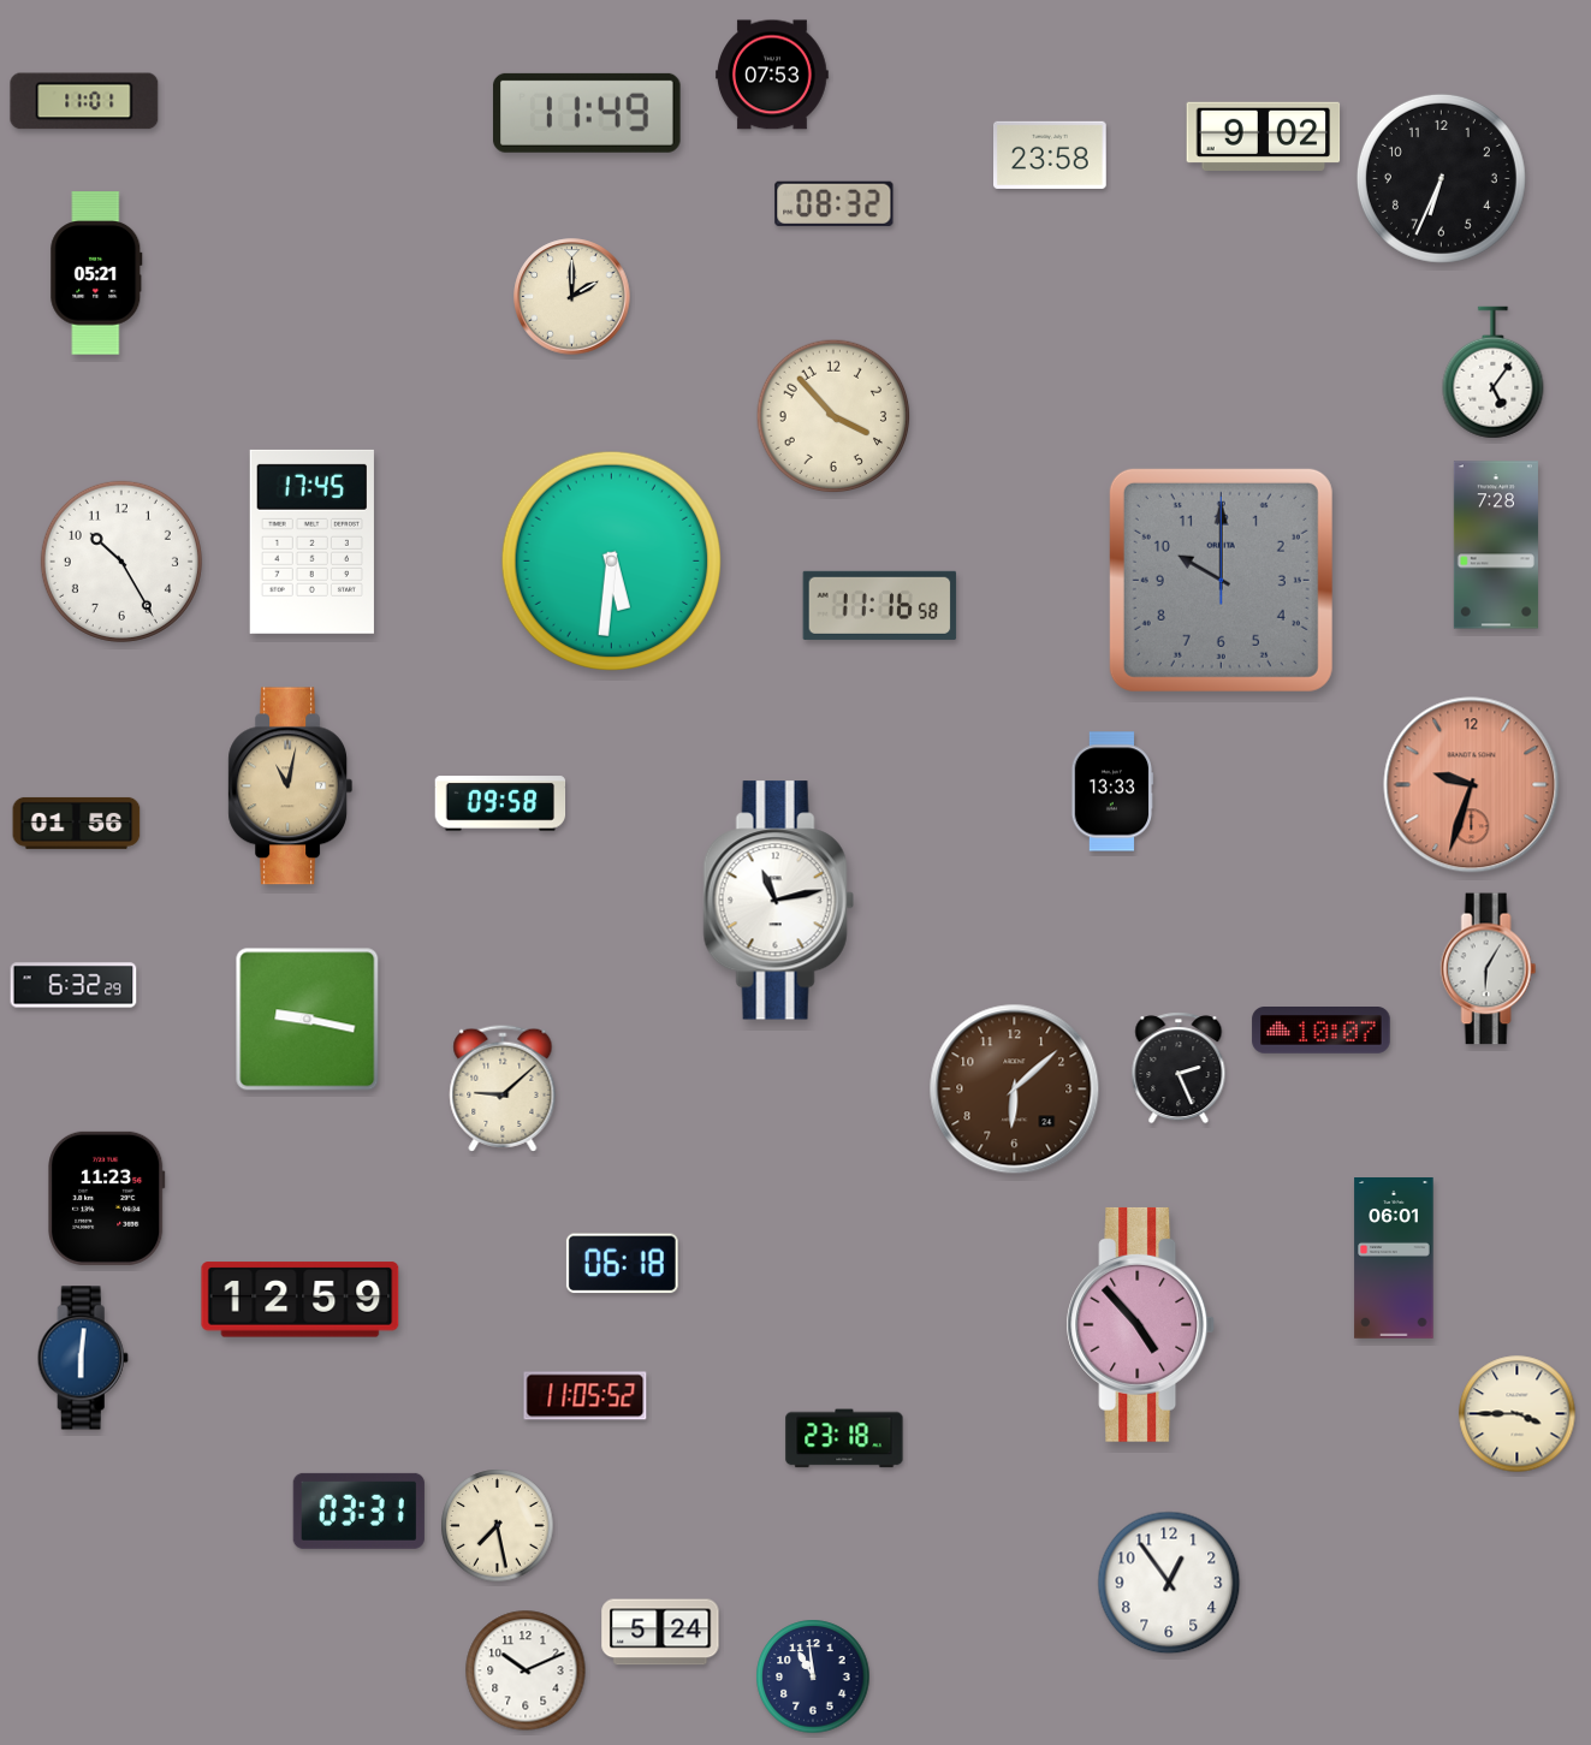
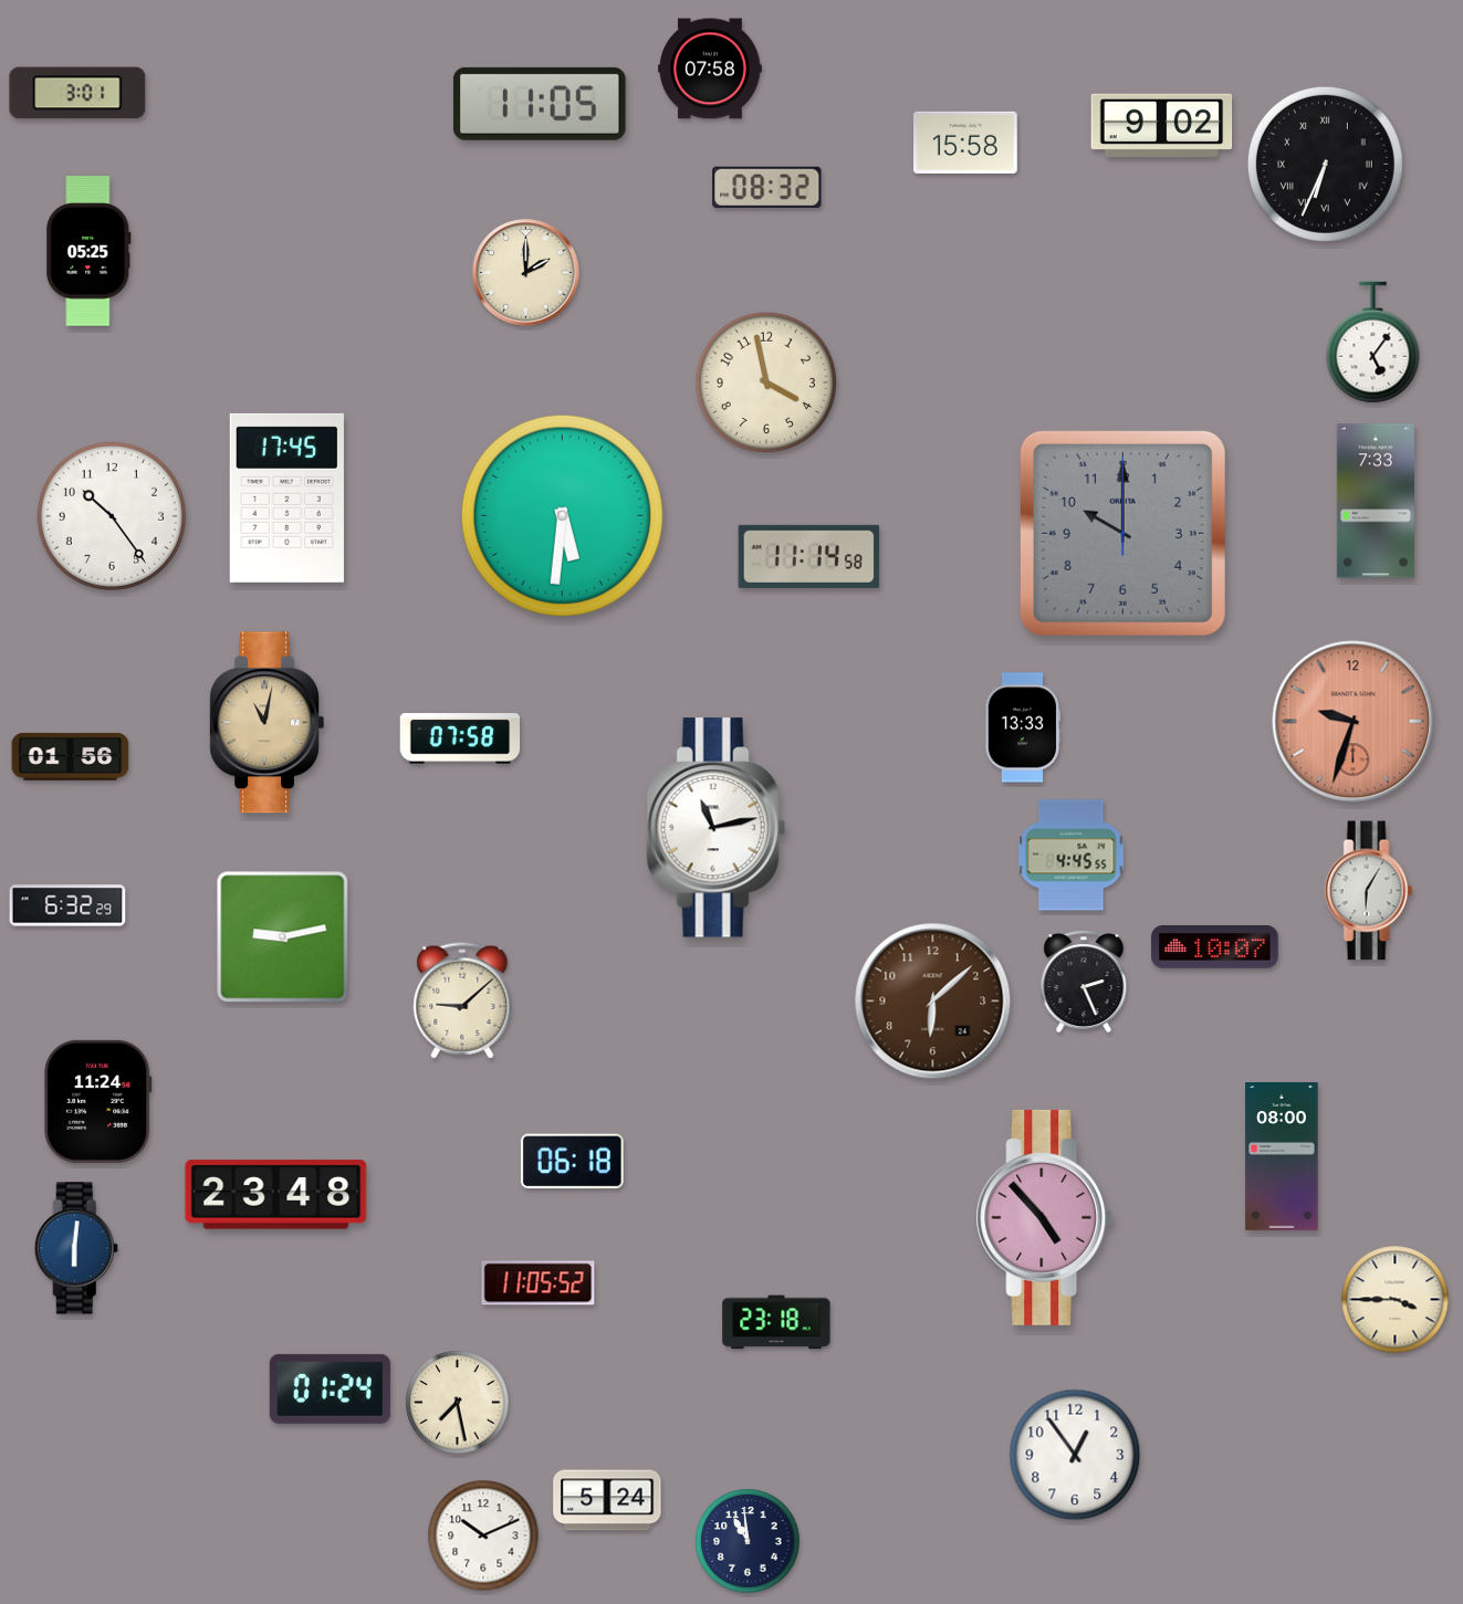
clock at (772, 75): 07:53 -> 07:58
clock at (84, 101): 11:01 -> 3:01
clock at (587, 113): 11:49 -> 11:05
clock at (1051, 155): 23:58 -> 15:58
clock at (1441, 178) numerals: Arabic -> Roman
clock at (96, 273): 05:21 -> 05:25
clock at (833, 416): 3:53 -> 3:58
clock at (1496, 545): 7:28 -> 7:33
clock at (121, 562): 10:25 -> 10:24
clock at (880, 605): 11:16 -> 11:14
clock at (500, 803): 09:58 -> 07:58
clock at (1072, 856): none -> 4:45
clock at (308, 1020): 9:17 -> 9:13
clock at (107, 1198): 11:23 -> 11:24
clock at (1394, 1259): 06:01 -> 08:00
clock at (301, 1300): 12:59 -> 23:48
clock at (1141, 1324) position: (1141, 1324) -> (1045, 1217)
clock at (358, 1510): 03:31 -> 01:24
